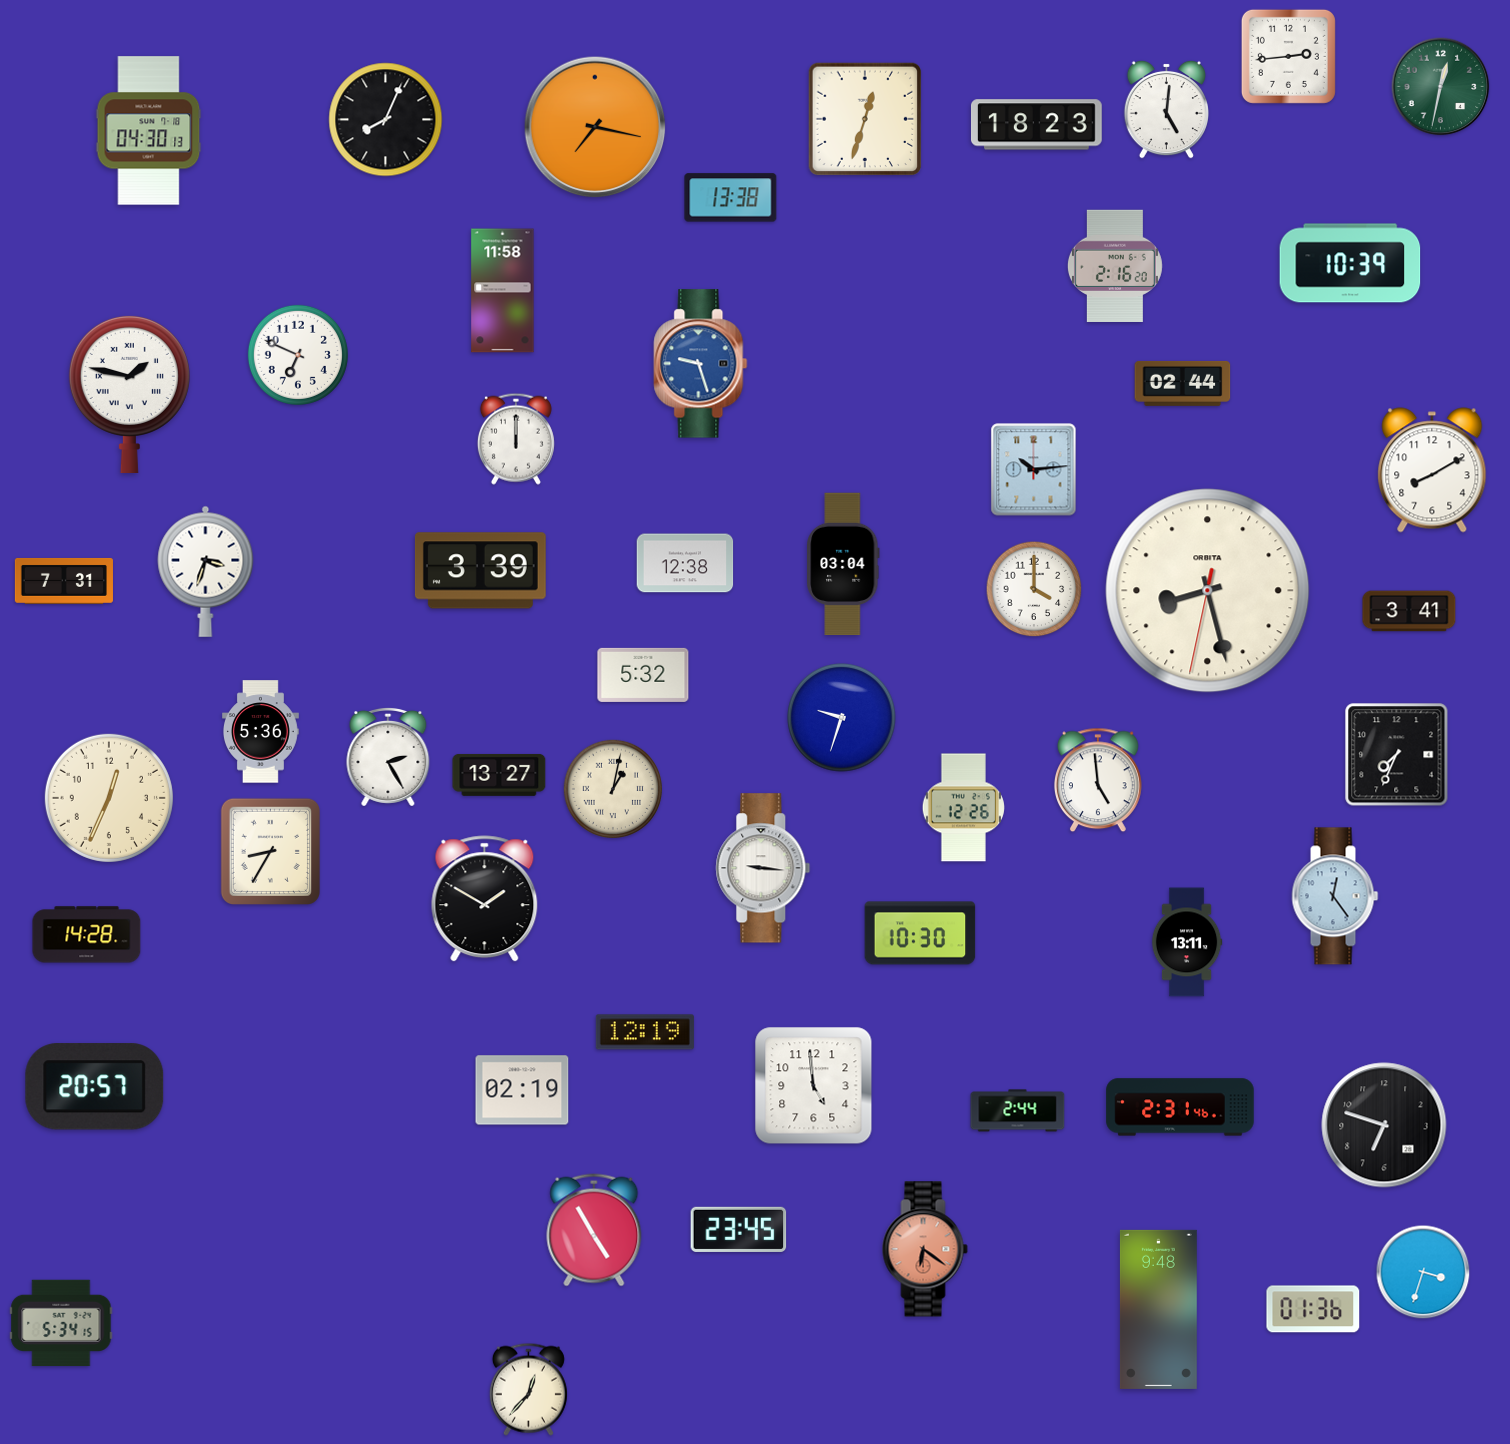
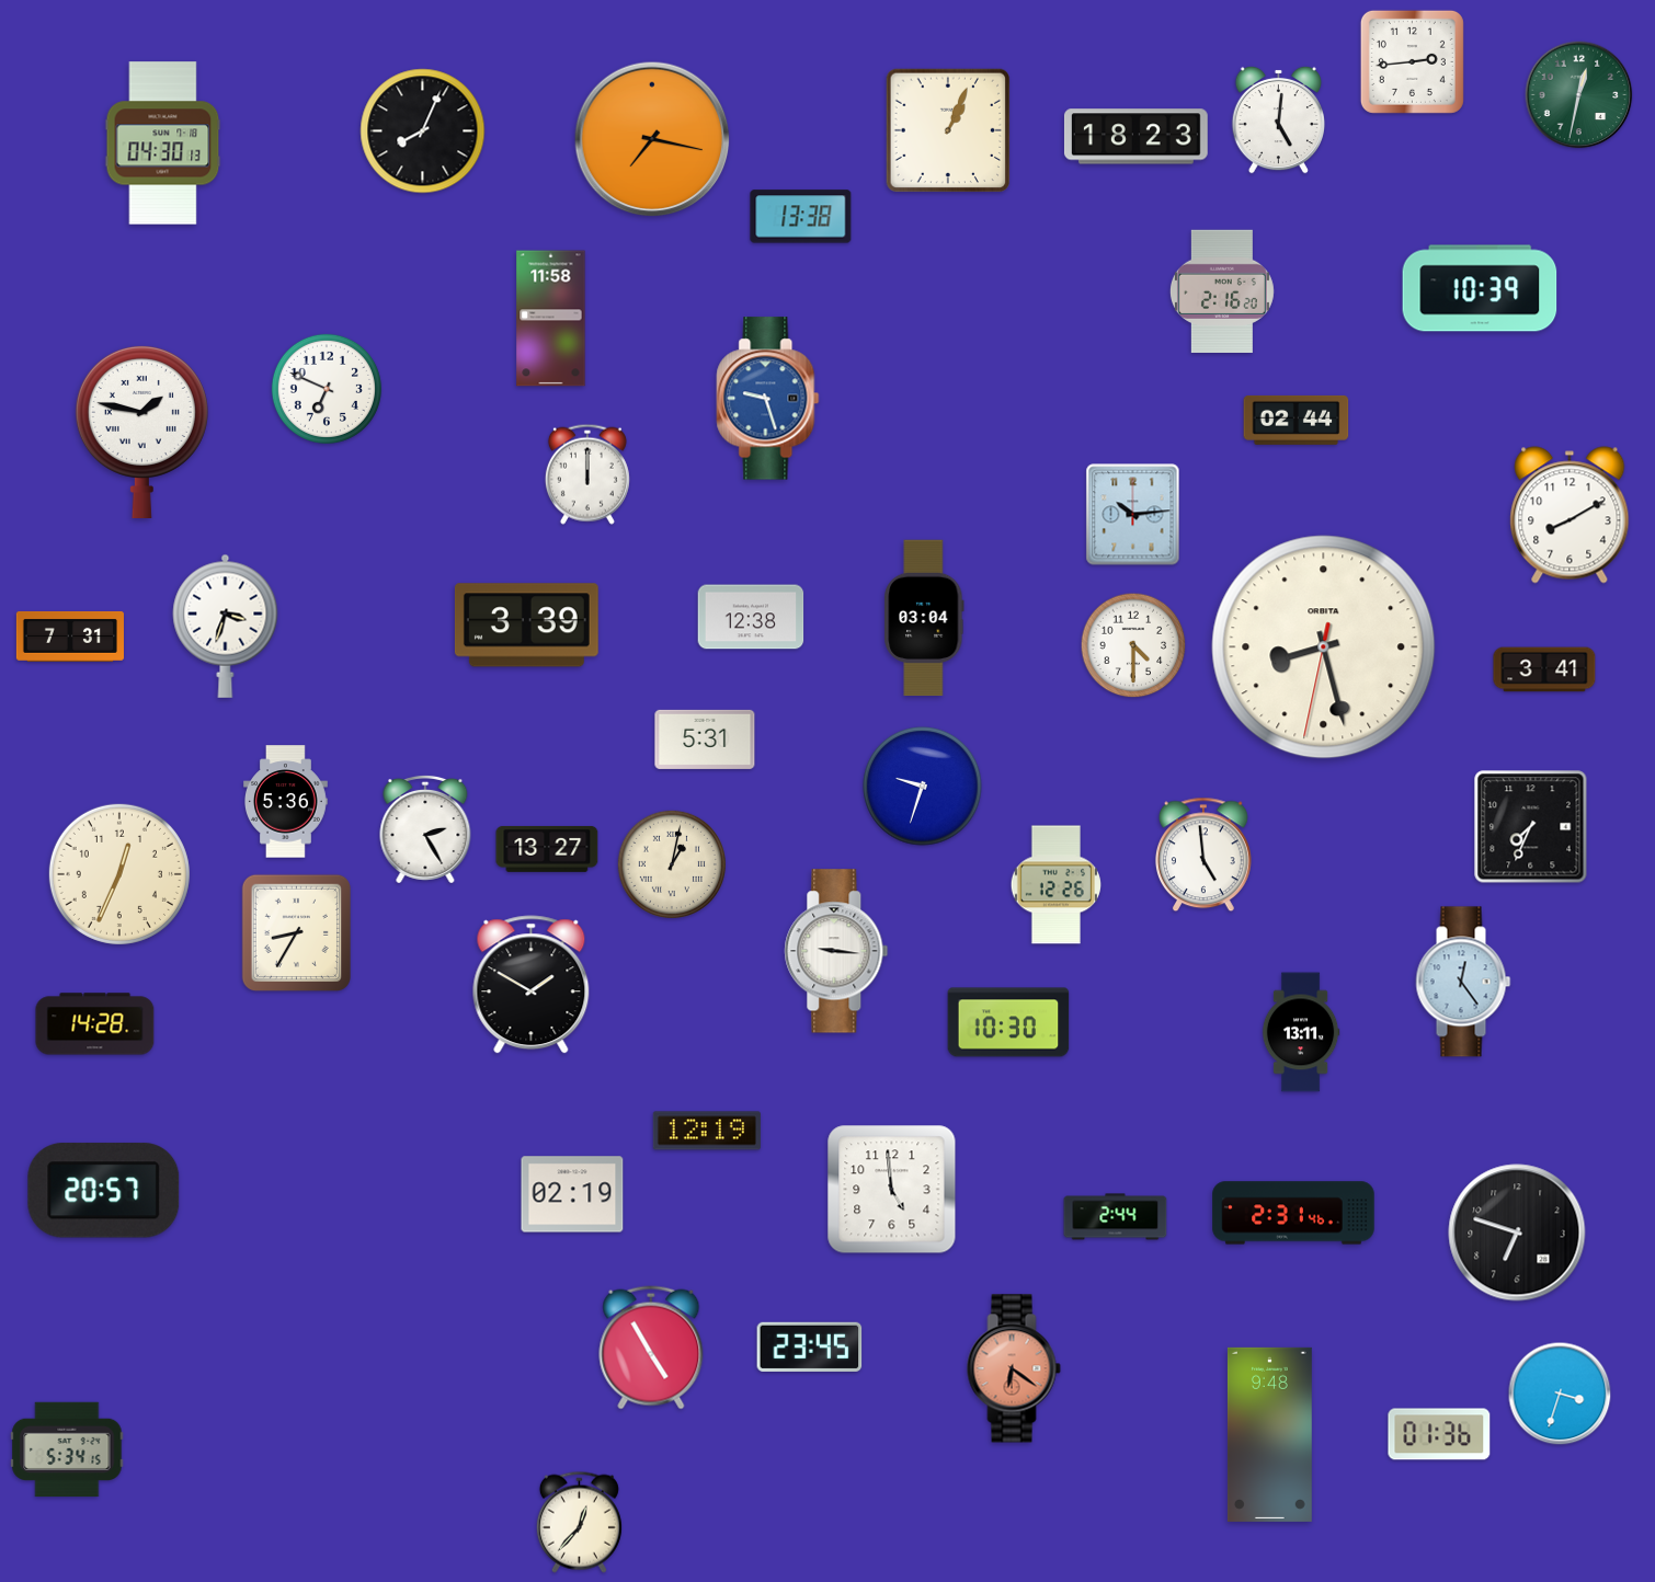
clock at (865, 119): 12:33 -> 1:04
clock at (516, 439) position: (516, 439) -> (587, 474)
clock at (1034, 589): 4:00 -> 4:30
clock at (643, 675): 5:32 -> 5:31
